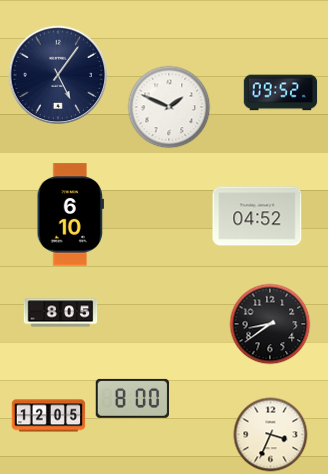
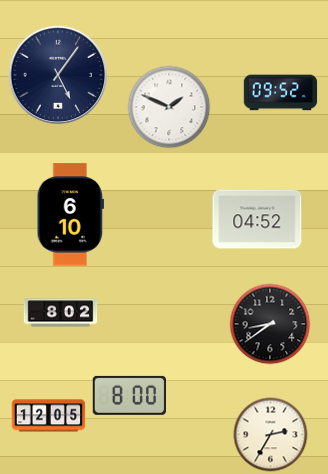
clock at (257, 216) position: (257, 216) -> (257, 219)
clock at (61, 313): 8:05 -> 8:02
clock at (132, 398) position: (132, 398) -> (129, 395)
clock at (271, 435): 3:34 -> 2:35
